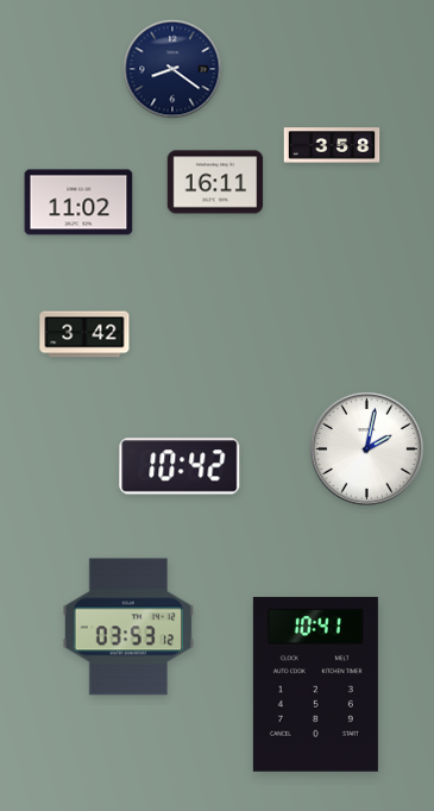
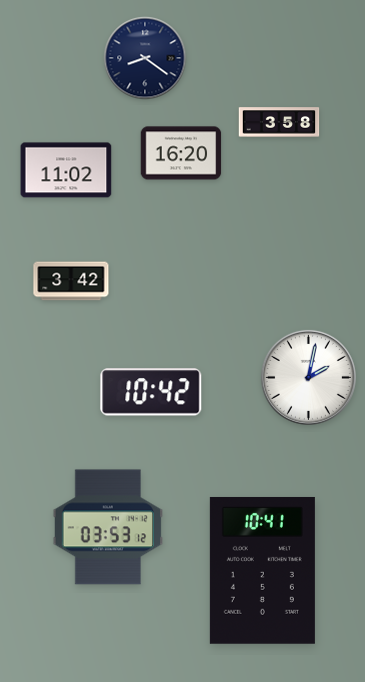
clock at (215, 182): 16:11 -> 16:20
clock at (315, 684) position: (315, 684) -> (262, 570)
